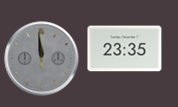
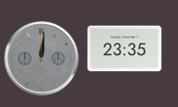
clock at (42, 59): 11:59 -> 12:01
